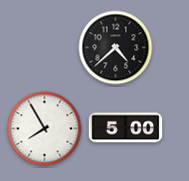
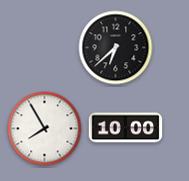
clock at (116, 48): 4:38 -> 6:38
clock at (126, 128): 5:00 -> 10:00
